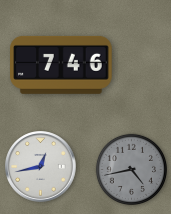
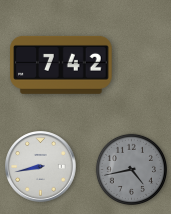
clock at (61, 65): 7:46 -> 7:42
clock at (41, 167): 12:43 -> 8:43
